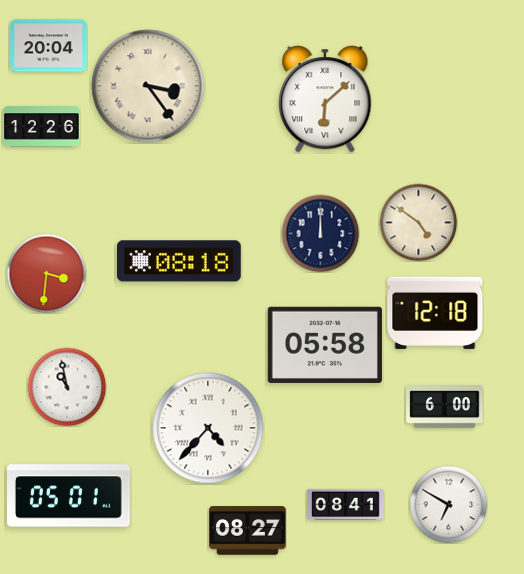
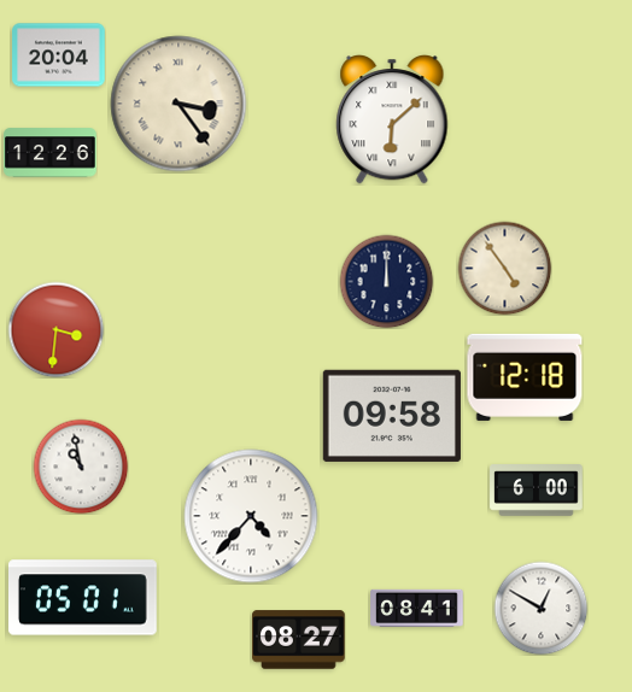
clock at (418, 222): 4:51 -> 4:54
clock at (180, 261): 08:18 -> none
clock at (325, 345): 05:58 -> 09:58
clock at (448, 504): 6:50 -> 12:50
